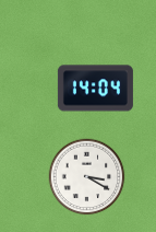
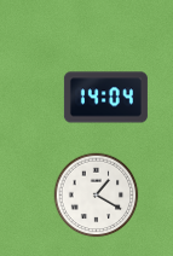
clock at (87, 177): 3:20 -> 1:20
